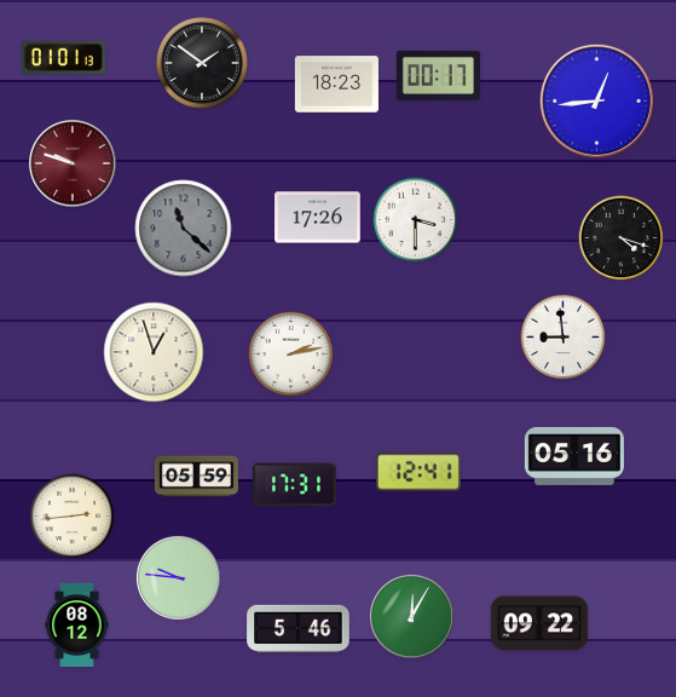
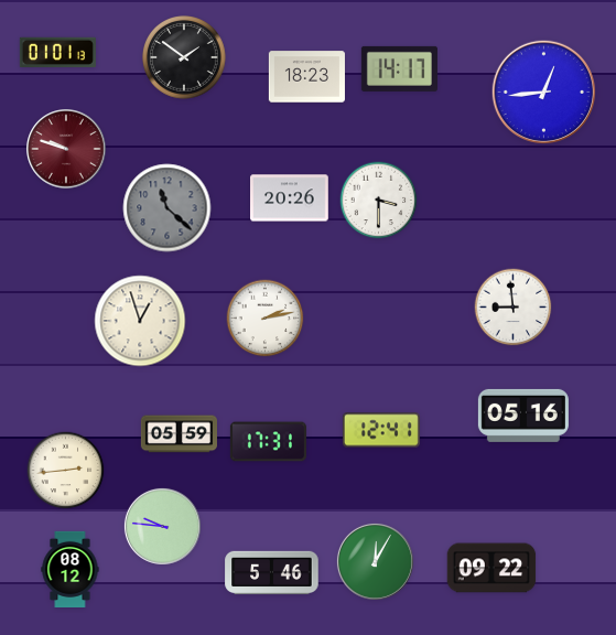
clock at (438, 75): 00:17 -> 14:17
clock at (318, 218): 17:26 -> 20:26
clock at (622, 238): 4:18 -> none
clock at (291, 355) position: (291, 355) -> (266, 319)
